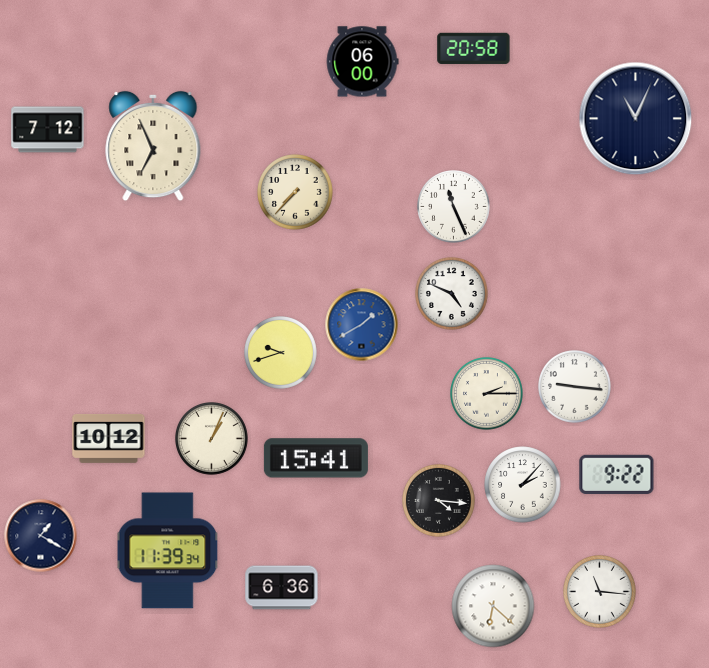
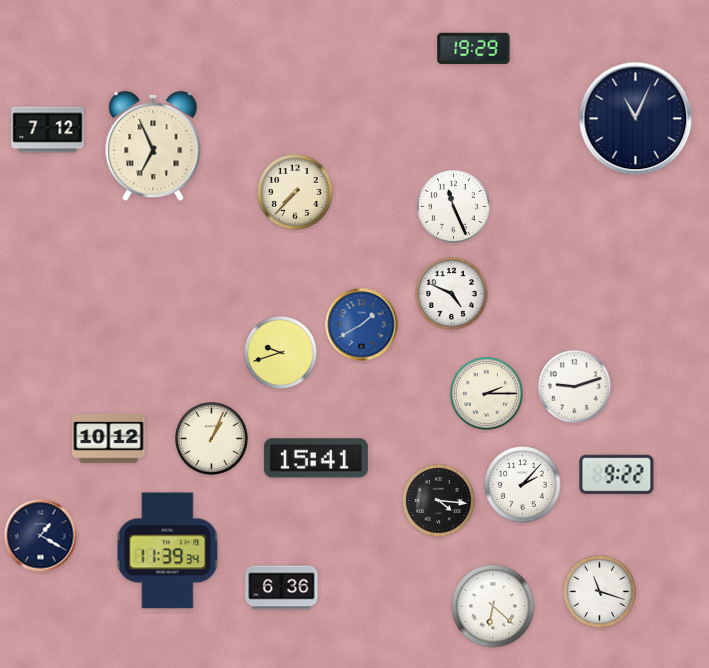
clock at (474, 48): 20:58 -> 19:29
clock at (362, 62): 06:00 -> none
clock at (575, 387): 9:16 -> 9:12
clock at (600, 592): 11:16 -> 11:18
